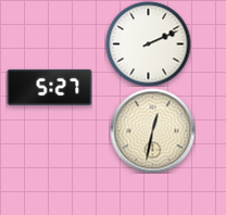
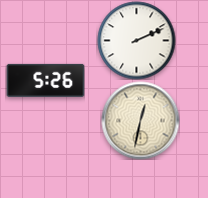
clock at (49, 87): 5:27 -> 5:26
